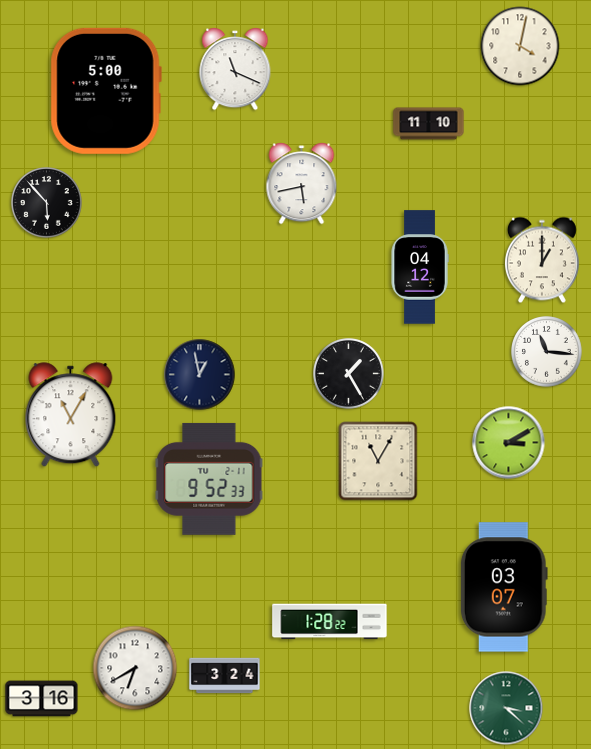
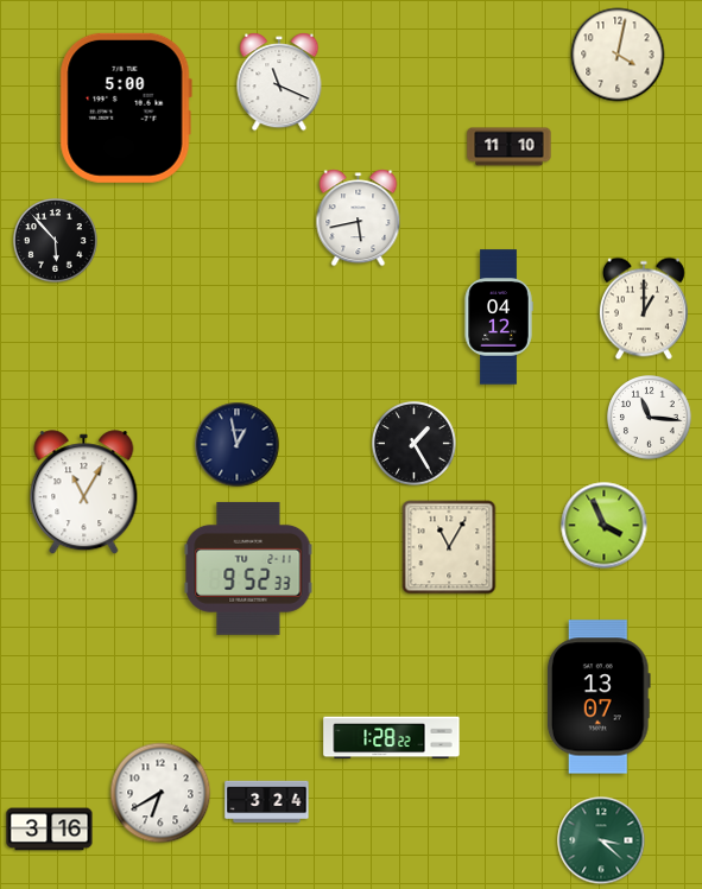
clock at (509, 443): 3:10 -> 3:56
clock at (504, 587): 03:07 -> 13:07
